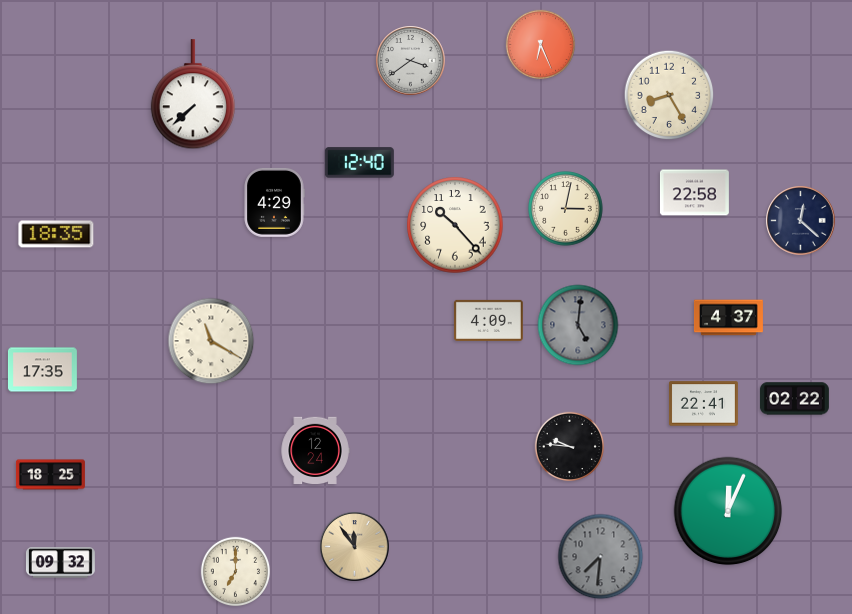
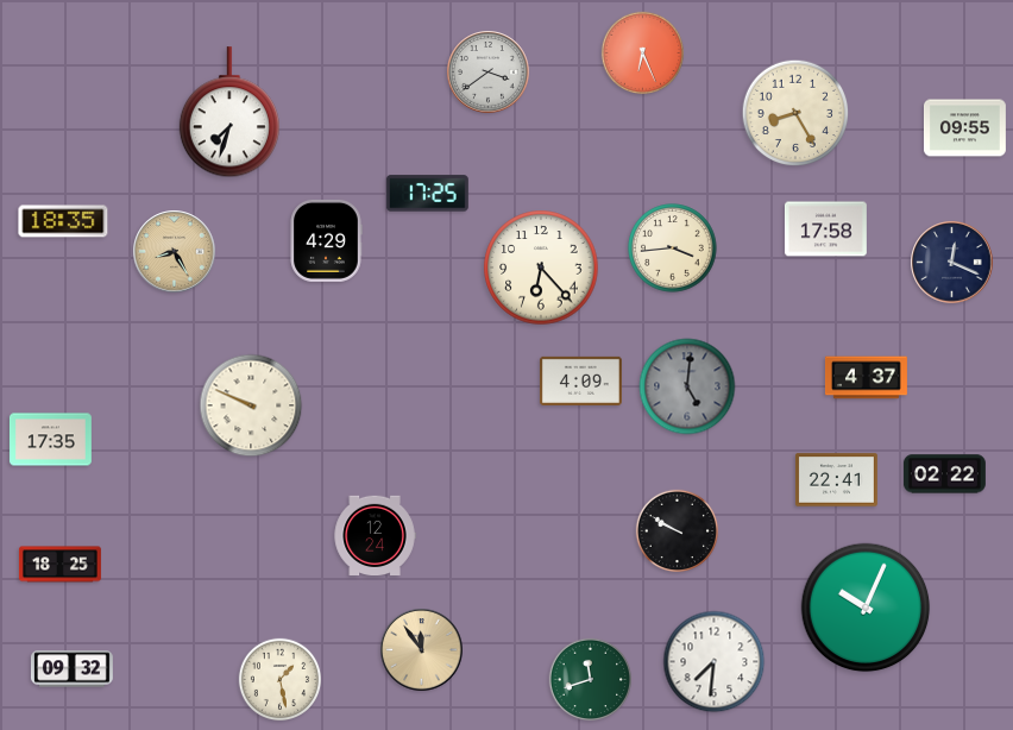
clock at (193, 95): 7:38 -> 7:33
clock at (964, 128): none -> 09:55
clock at (359, 163): 12:40 -> 17:25
clock at (694, 193): 22:58 -> 17:58
clock at (566, 209): 3:02 -> 3:44
clock at (175, 252): none -> 8:25
clock at (801, 221): 12:22 -> 12:19
clock at (455, 225): 10:23 -> 6:23
clock at (56, 234) position: (56, 234) -> (63, 221)
clock at (211, 341): 11:20 -> 9:49
clock at (570, 447): 9:46 -> 9:50
clock at (728, 511): 12:04 -> 10:04
clock at (601, 557) dial: grey -> white
clock at (236, 572): 7:00 -> 1:28
clock at (591, 680): none -> 11:42
